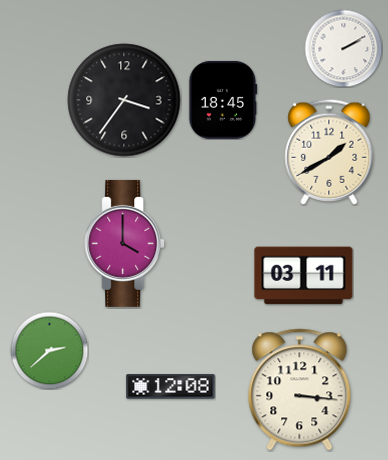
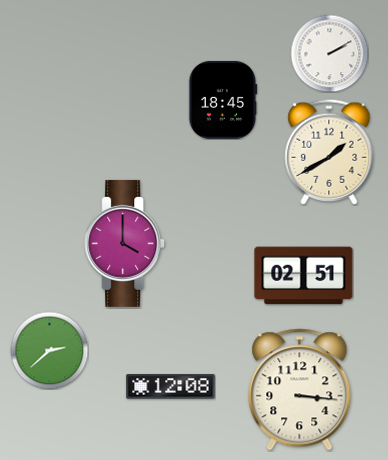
clock at (343, 48) position: (343, 48) -> (329, 53)
clock at (124, 100): 3:36 -> none
clock at (304, 276): 03:11 -> 02:51
